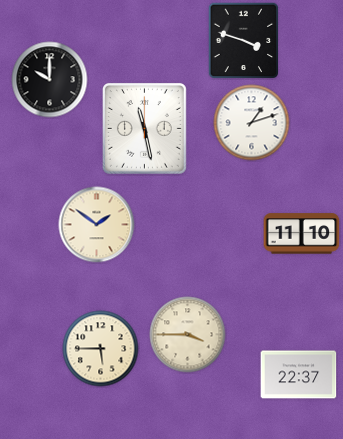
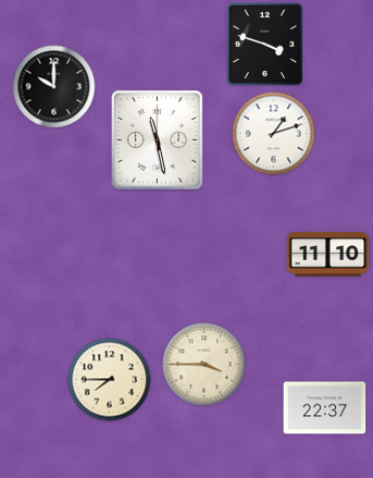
clock at (97, 225): 1:51 -> none
clock at (101, 349): 5:45 -> 7:45
